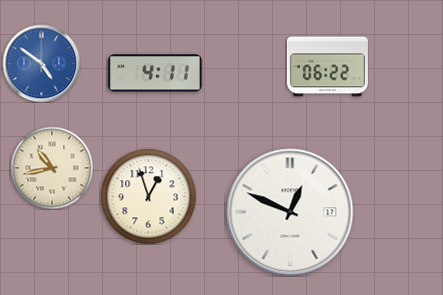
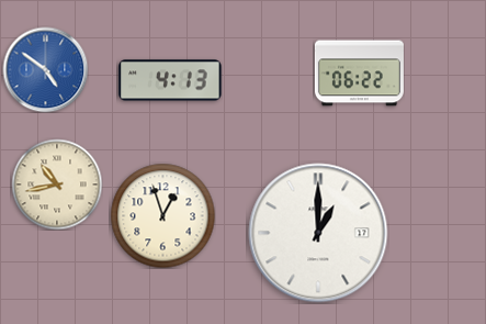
clock at (155, 73): 4:11 -> 4:13
clock at (290, 212): 12:49 -> 1:00
